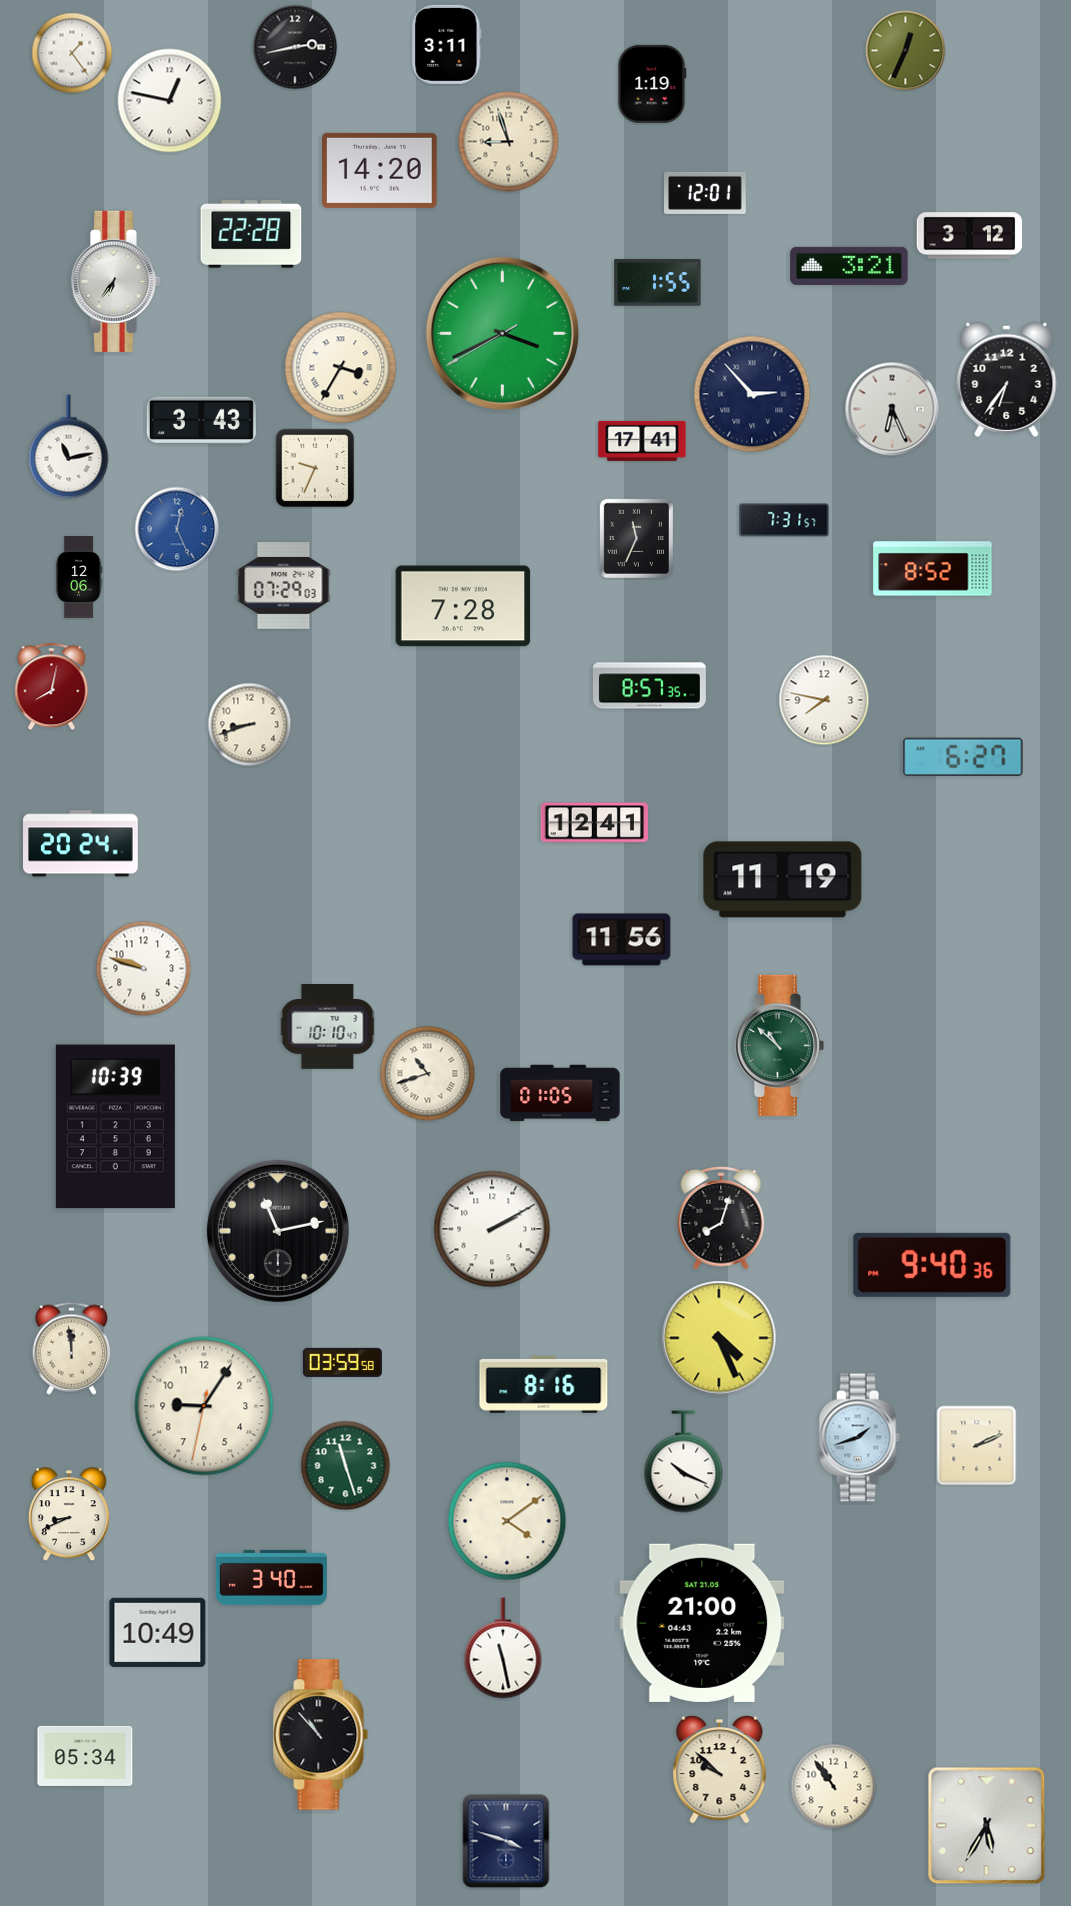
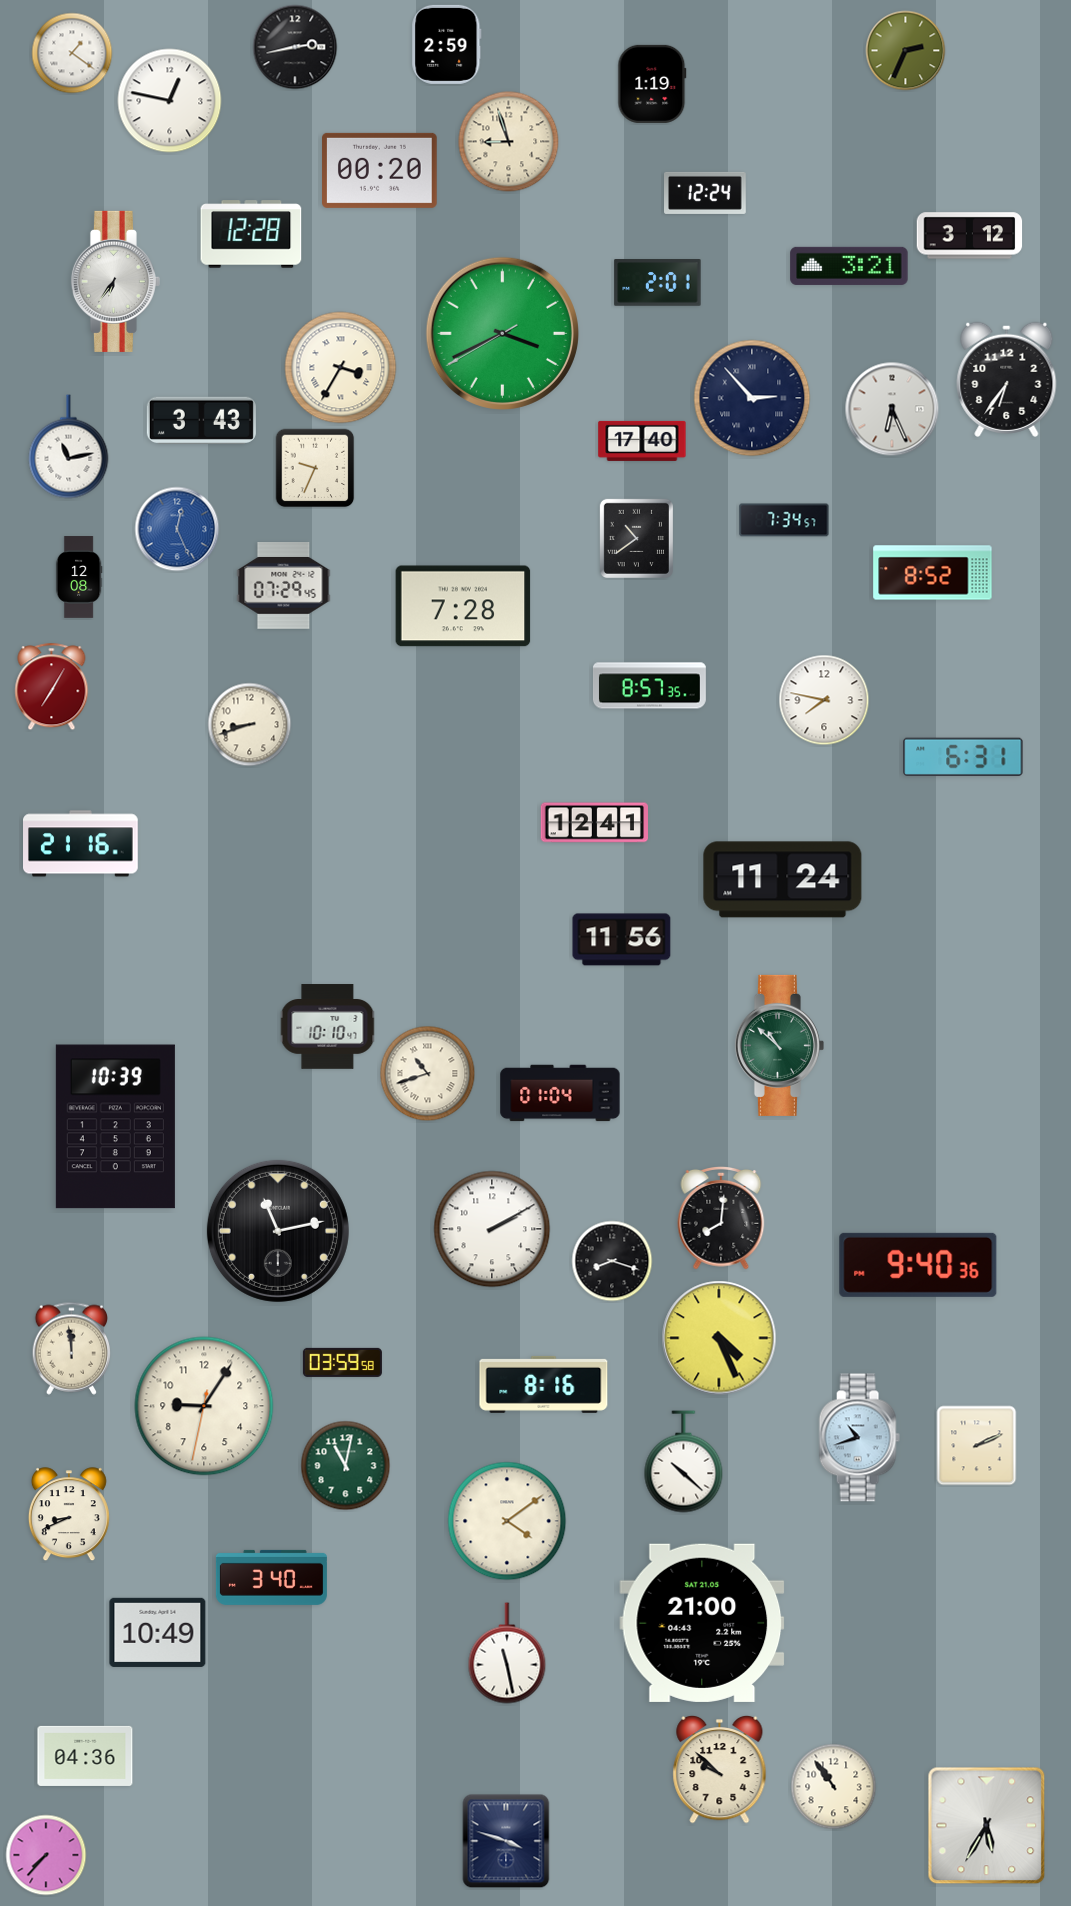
clock at (447, 44): 3:11 -> 2:59
clock at (906, 51): 12:34 -> 2:34
clock at (72, 53): 1:24 -> 1:21
clock at (380, 170): 14:20 -> 00:20
clock at (706, 193): 12:01 -> 12:24
clock at (251, 234): 22:28 -> 12:28
clock at (658, 283): 1:55 -> 2:01
clock at (752, 394) position: (752, 394) -> (752, 398)
clock at (642, 441): 17:41 -> 17:40
clock at (784, 520): 7:31 -> 7:34
clock at (636, 538): 11:34 -> 10:39
clock at (933, 569) position: (933, 569) -> (933, 573)
clock at (79, 577): 12:06 -> 12:08
clock at (284, 586): 07:29:03 -> 07:29:45
clock at (52, 687): 8:02 -> 7:05
clock at (963, 757): 6:27 -> 6:31
clock at (81, 844): 20:24 -> 21:16
clock at (783, 880): 11:19 -> 11:24
clock at (144, 969): 9:48 -> none
clock at (560, 1093): 01:05 -> 01:04
clock at (721, 1219): 8:03 -> 8:01
clock at (612, 1261): none -> 8:18
clock at (932, 1265) position: (932, 1265) -> (918, 1265)
clock at (859, 1438): 1:42 -> 10:42
clock at (684, 1462): 10:19 -> 10:22
clock at (346, 1466): 11:27 -> 11:02
clock at (503, 1648) position: (503, 1648) -> (507, 1653)
clock at (321, 1735): 10:53 -> none
clock at (85, 1756): 05:34 -> 04:36
clock at (46, 1855): none -> 7:37
